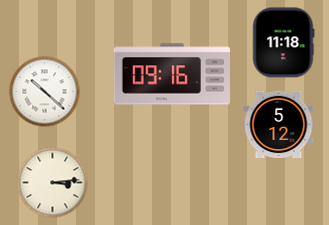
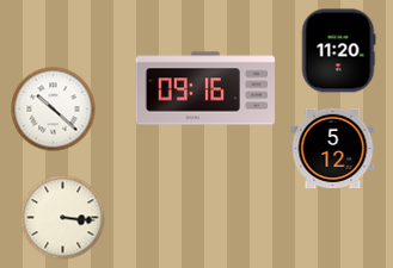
clock at (284, 43): 11:18 -> 11:20
clock at (53, 183): 3:14 -> 3:16
